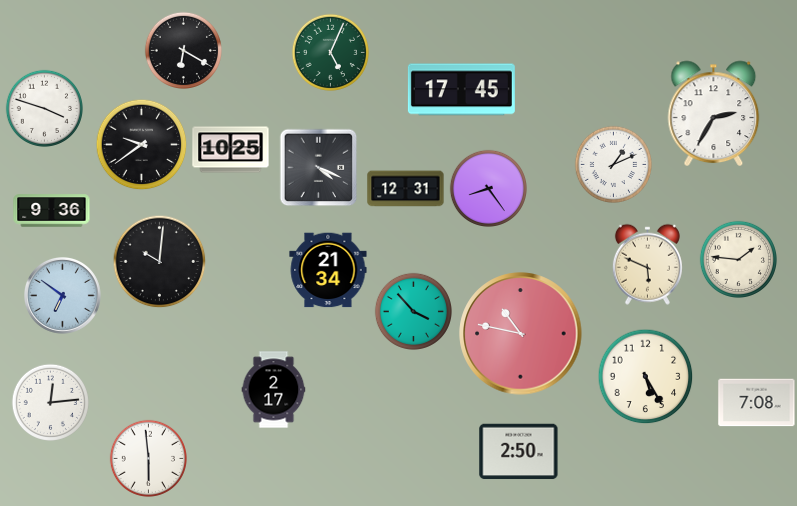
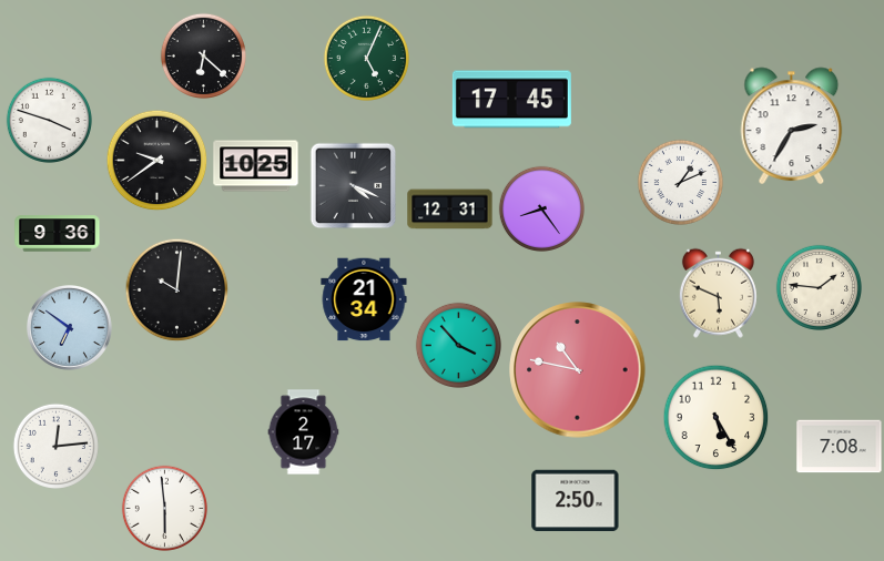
clock at (183, 50): 6:20 -> 6:22
